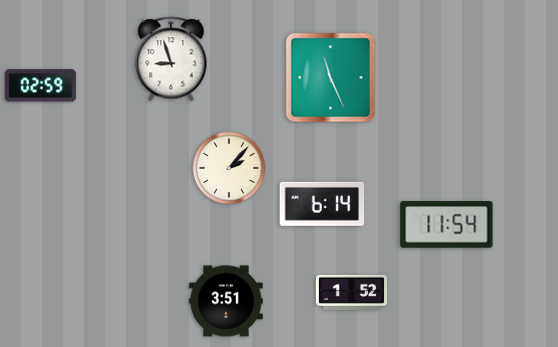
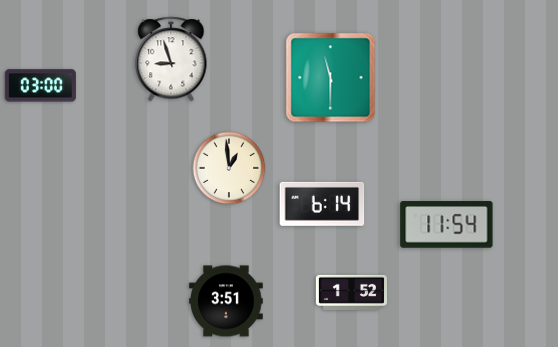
clock at (331, 78): 11:26 -> 11:30
clock at (40, 86): 02:59 -> 03:00
clock at (229, 168): 2:07 -> 12:59
